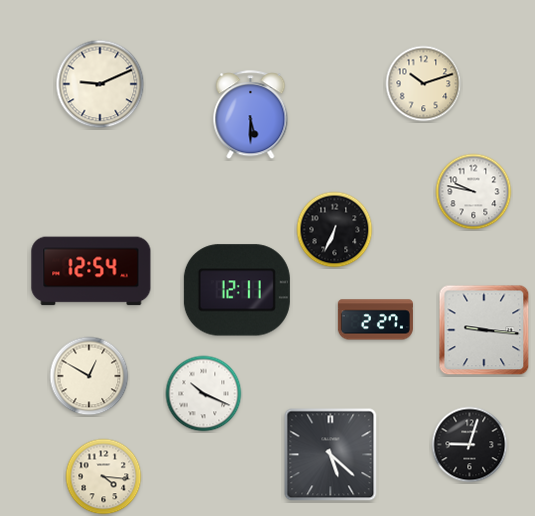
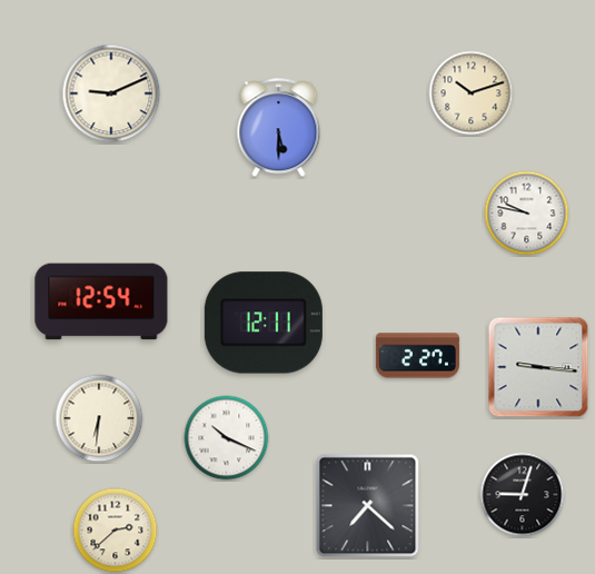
clock at (335, 230): 6:34 -> none
clock at (89, 376): 12:50 -> 6:31
clock at (331, 455): 5:22 -> 7:22
clock at (104, 477): 4:16 -> 2:38
